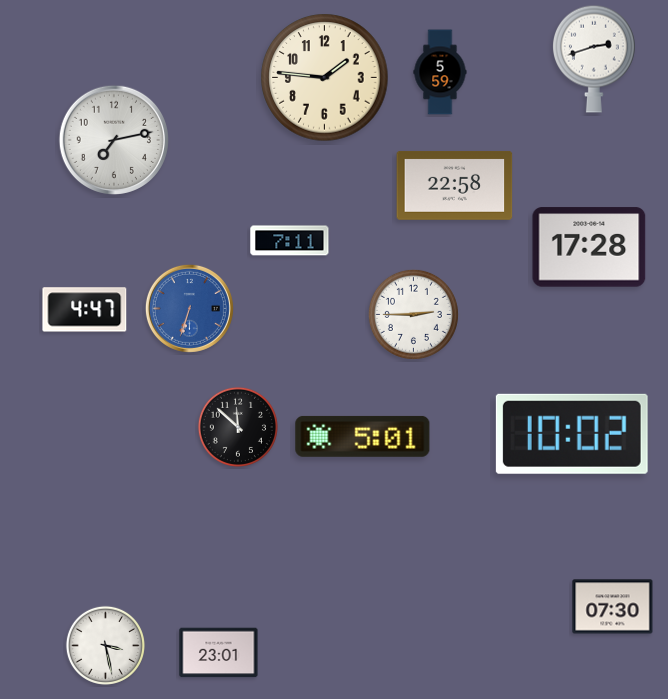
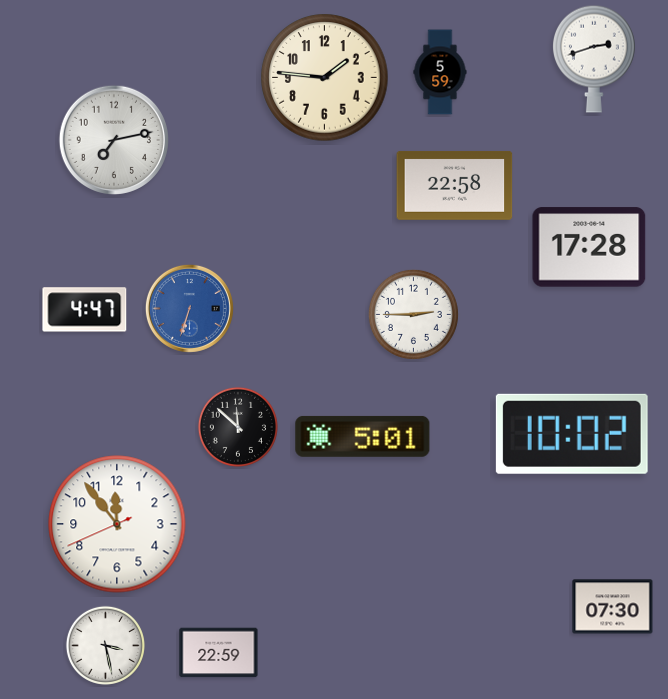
clock at (290, 241): 7:11 -> none
clock at (117, 524): none -> 11:53
clock at (219, 653): 23:01 -> 22:59
